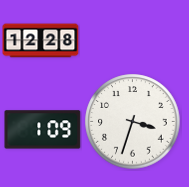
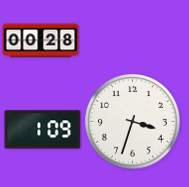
clock at (41, 41): 12:28 -> 00:28
